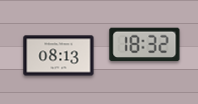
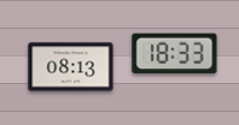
clock at (145, 45): 18:32 -> 18:33
